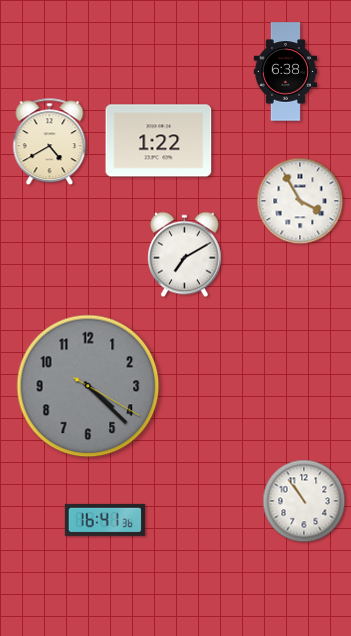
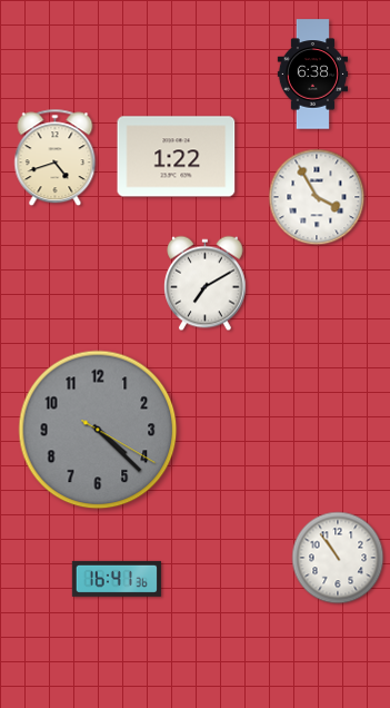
clock at (286, 72) position: (286, 72) -> (313, 75)
clock at (50, 142): 4:40 -> 4:42
clock at (300, 201) position: (300, 201) -> (317, 197)
